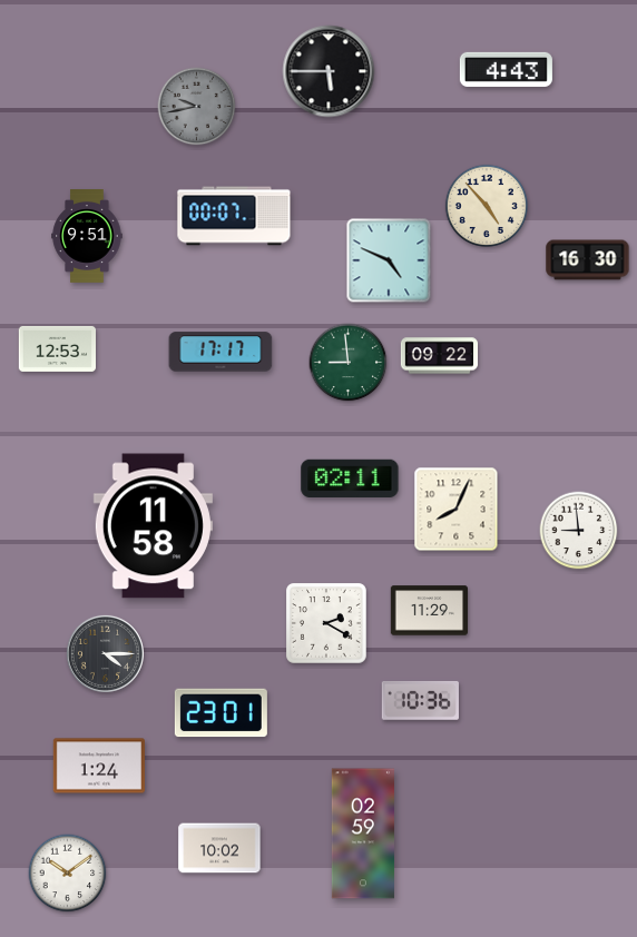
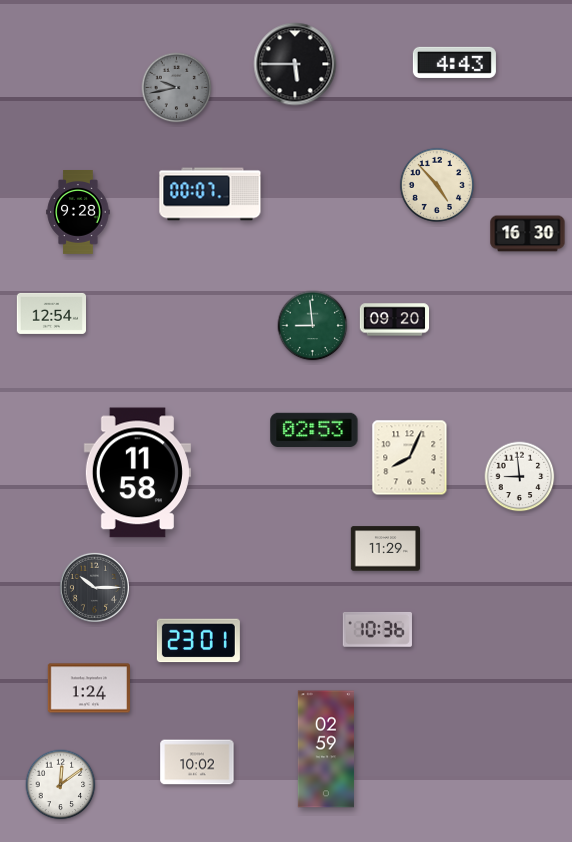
clock at (197, 107) position: (197, 107) -> (177, 88)
clock at (87, 237): 9:51 -> 9:28
clock at (389, 260): 4:49 -> none
clock at (57, 348): 12:53 -> 12:54
clock at (220, 352): 17:17 -> none
clock at (440, 356): 09:22 -> 09:20
clock at (350, 477): 02:11 -> 02:53
clock at (326, 623): 2:20 -> none
clock at (105, 653): 4:15 -> 10:15
clock at (68, 874): 10:09 -> 12:09
